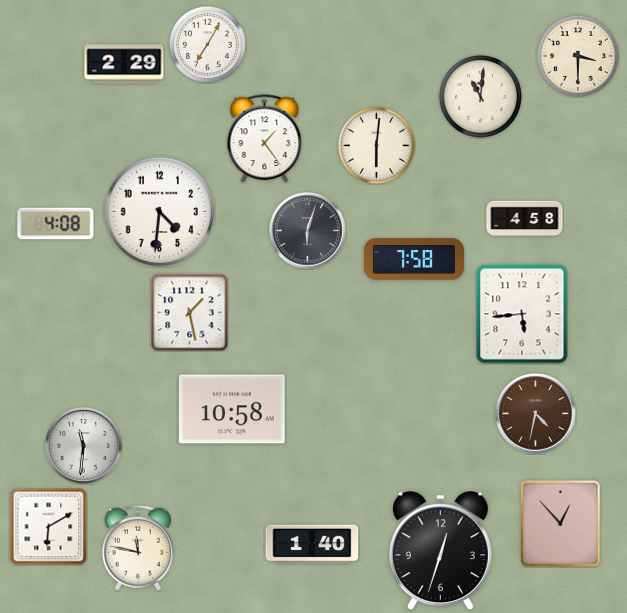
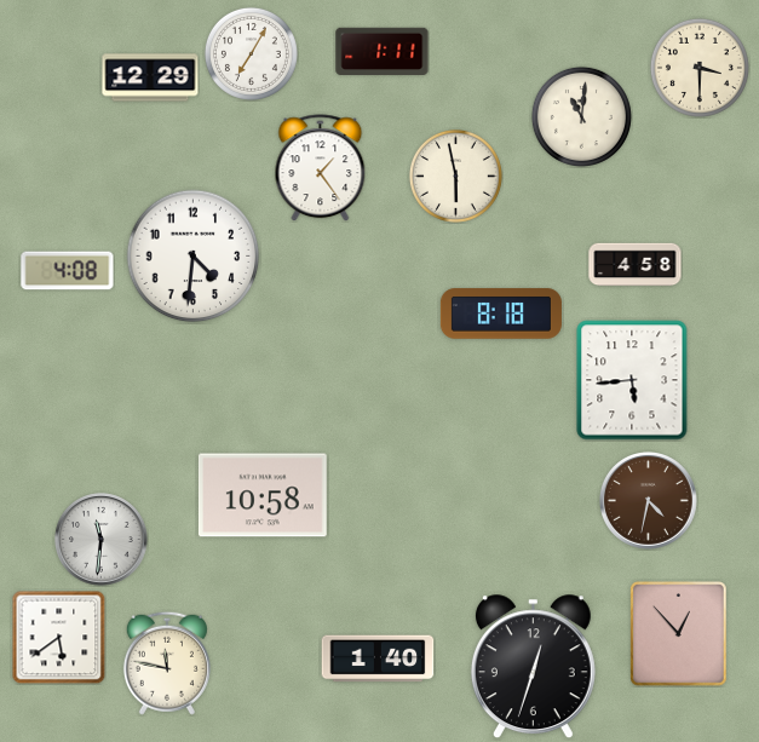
clock at (383, 51): none -> 1:11
clock at (124, 64): 2:29 -> 12:29
clock at (376, 145): 6:01 -> 5:58
clock at (308, 231): 6:03 -> none
clock at (414, 259): 7:58 -> 8:18
clock at (189, 312): 1:28 -> none
clock at (232, 409) position: (232, 409) -> (263, 495)
clock at (48, 526): 6:10 -> 5:39
